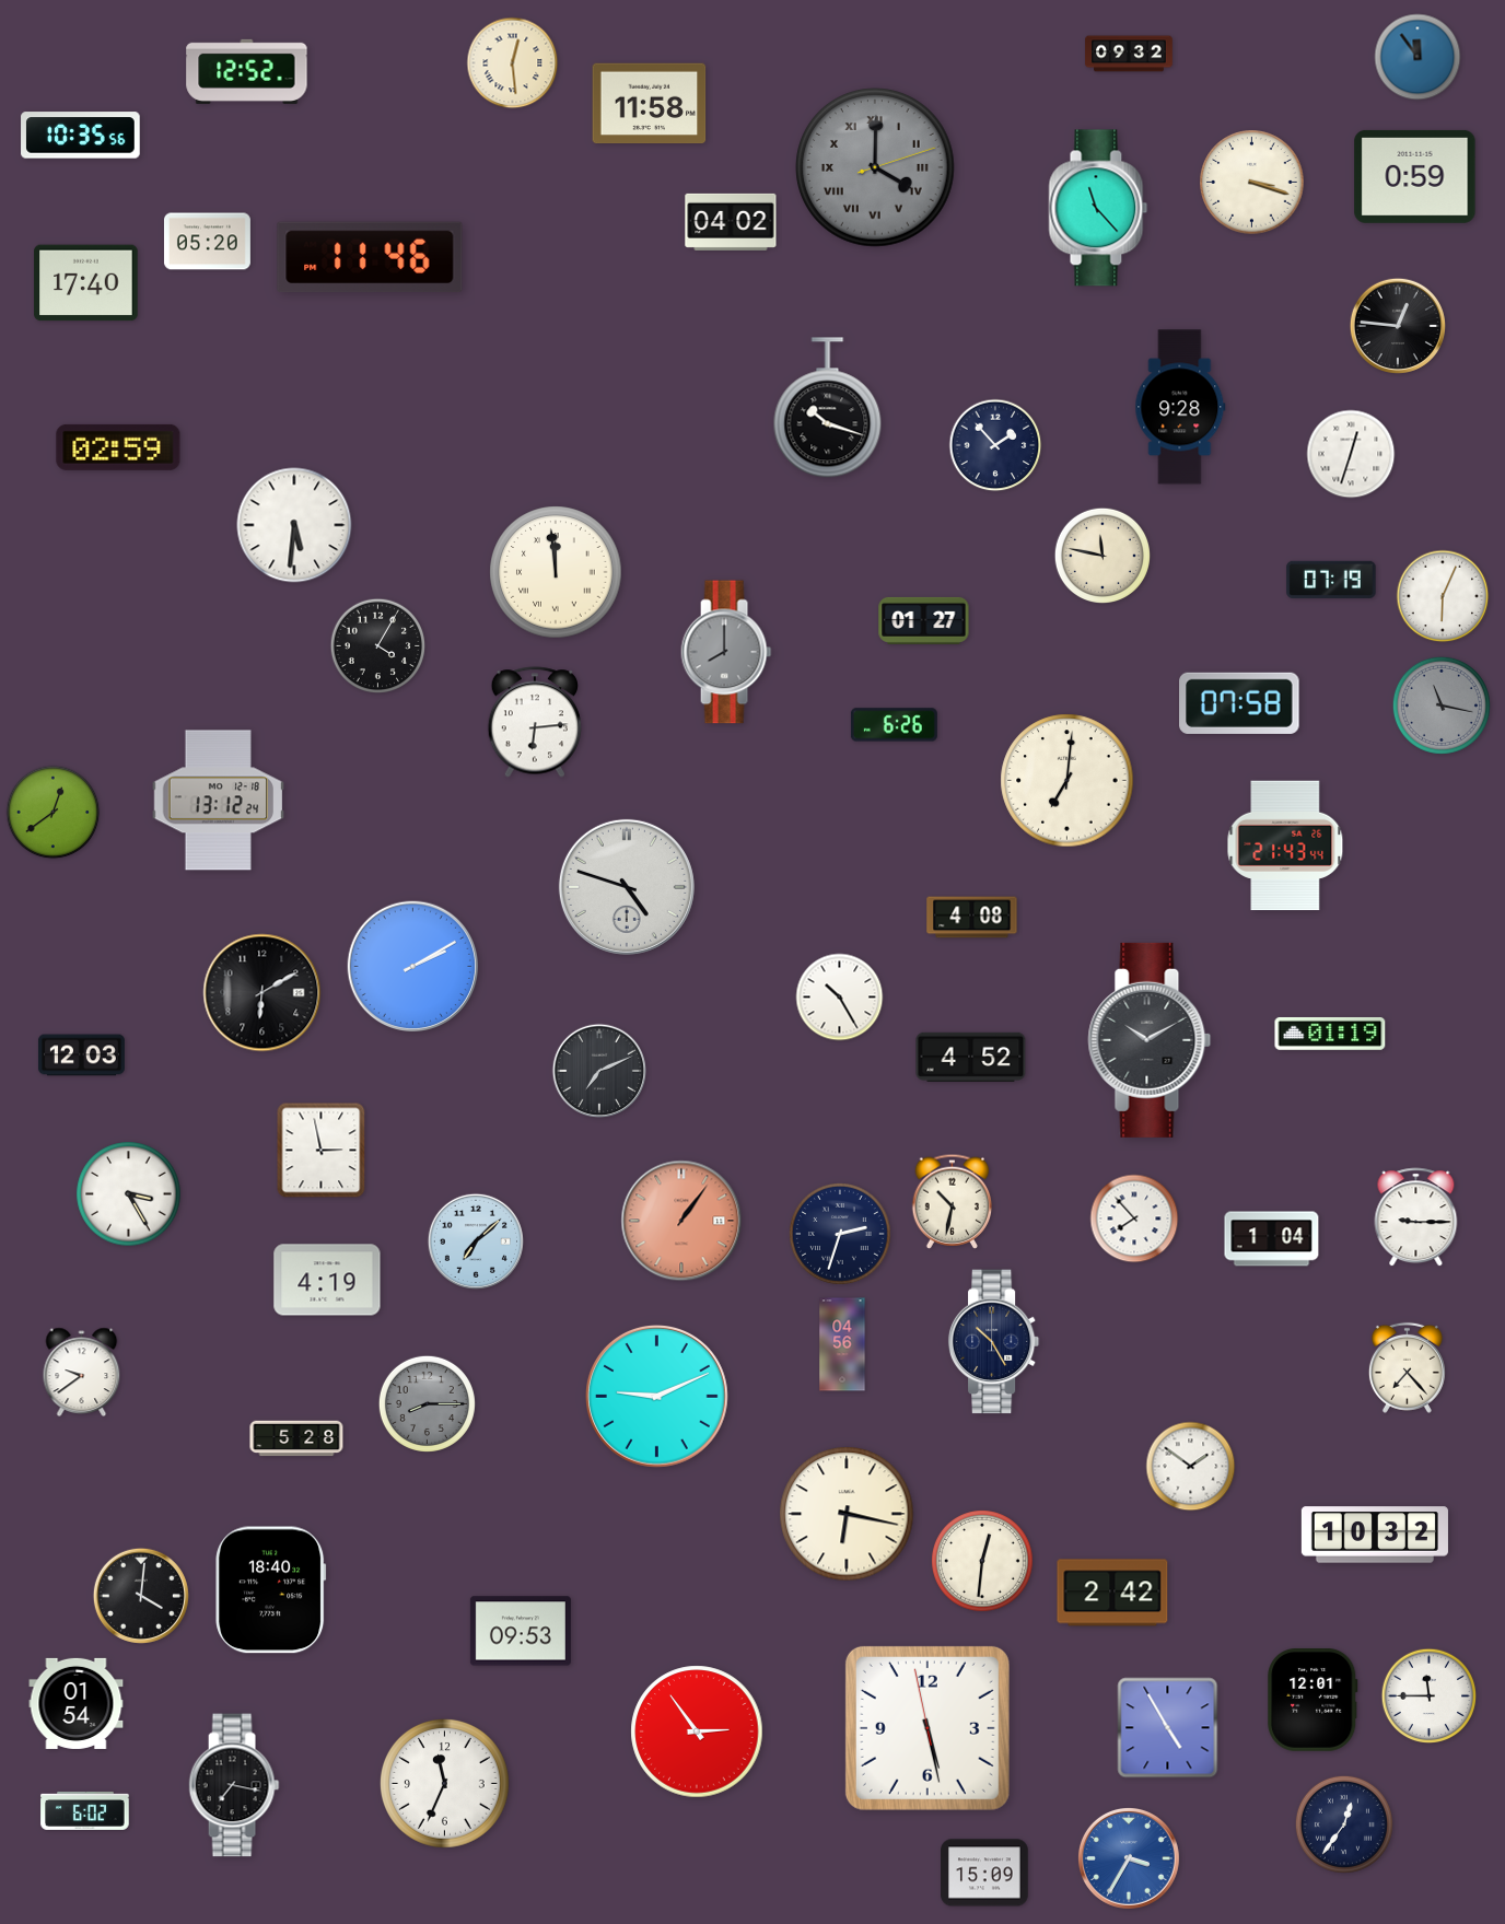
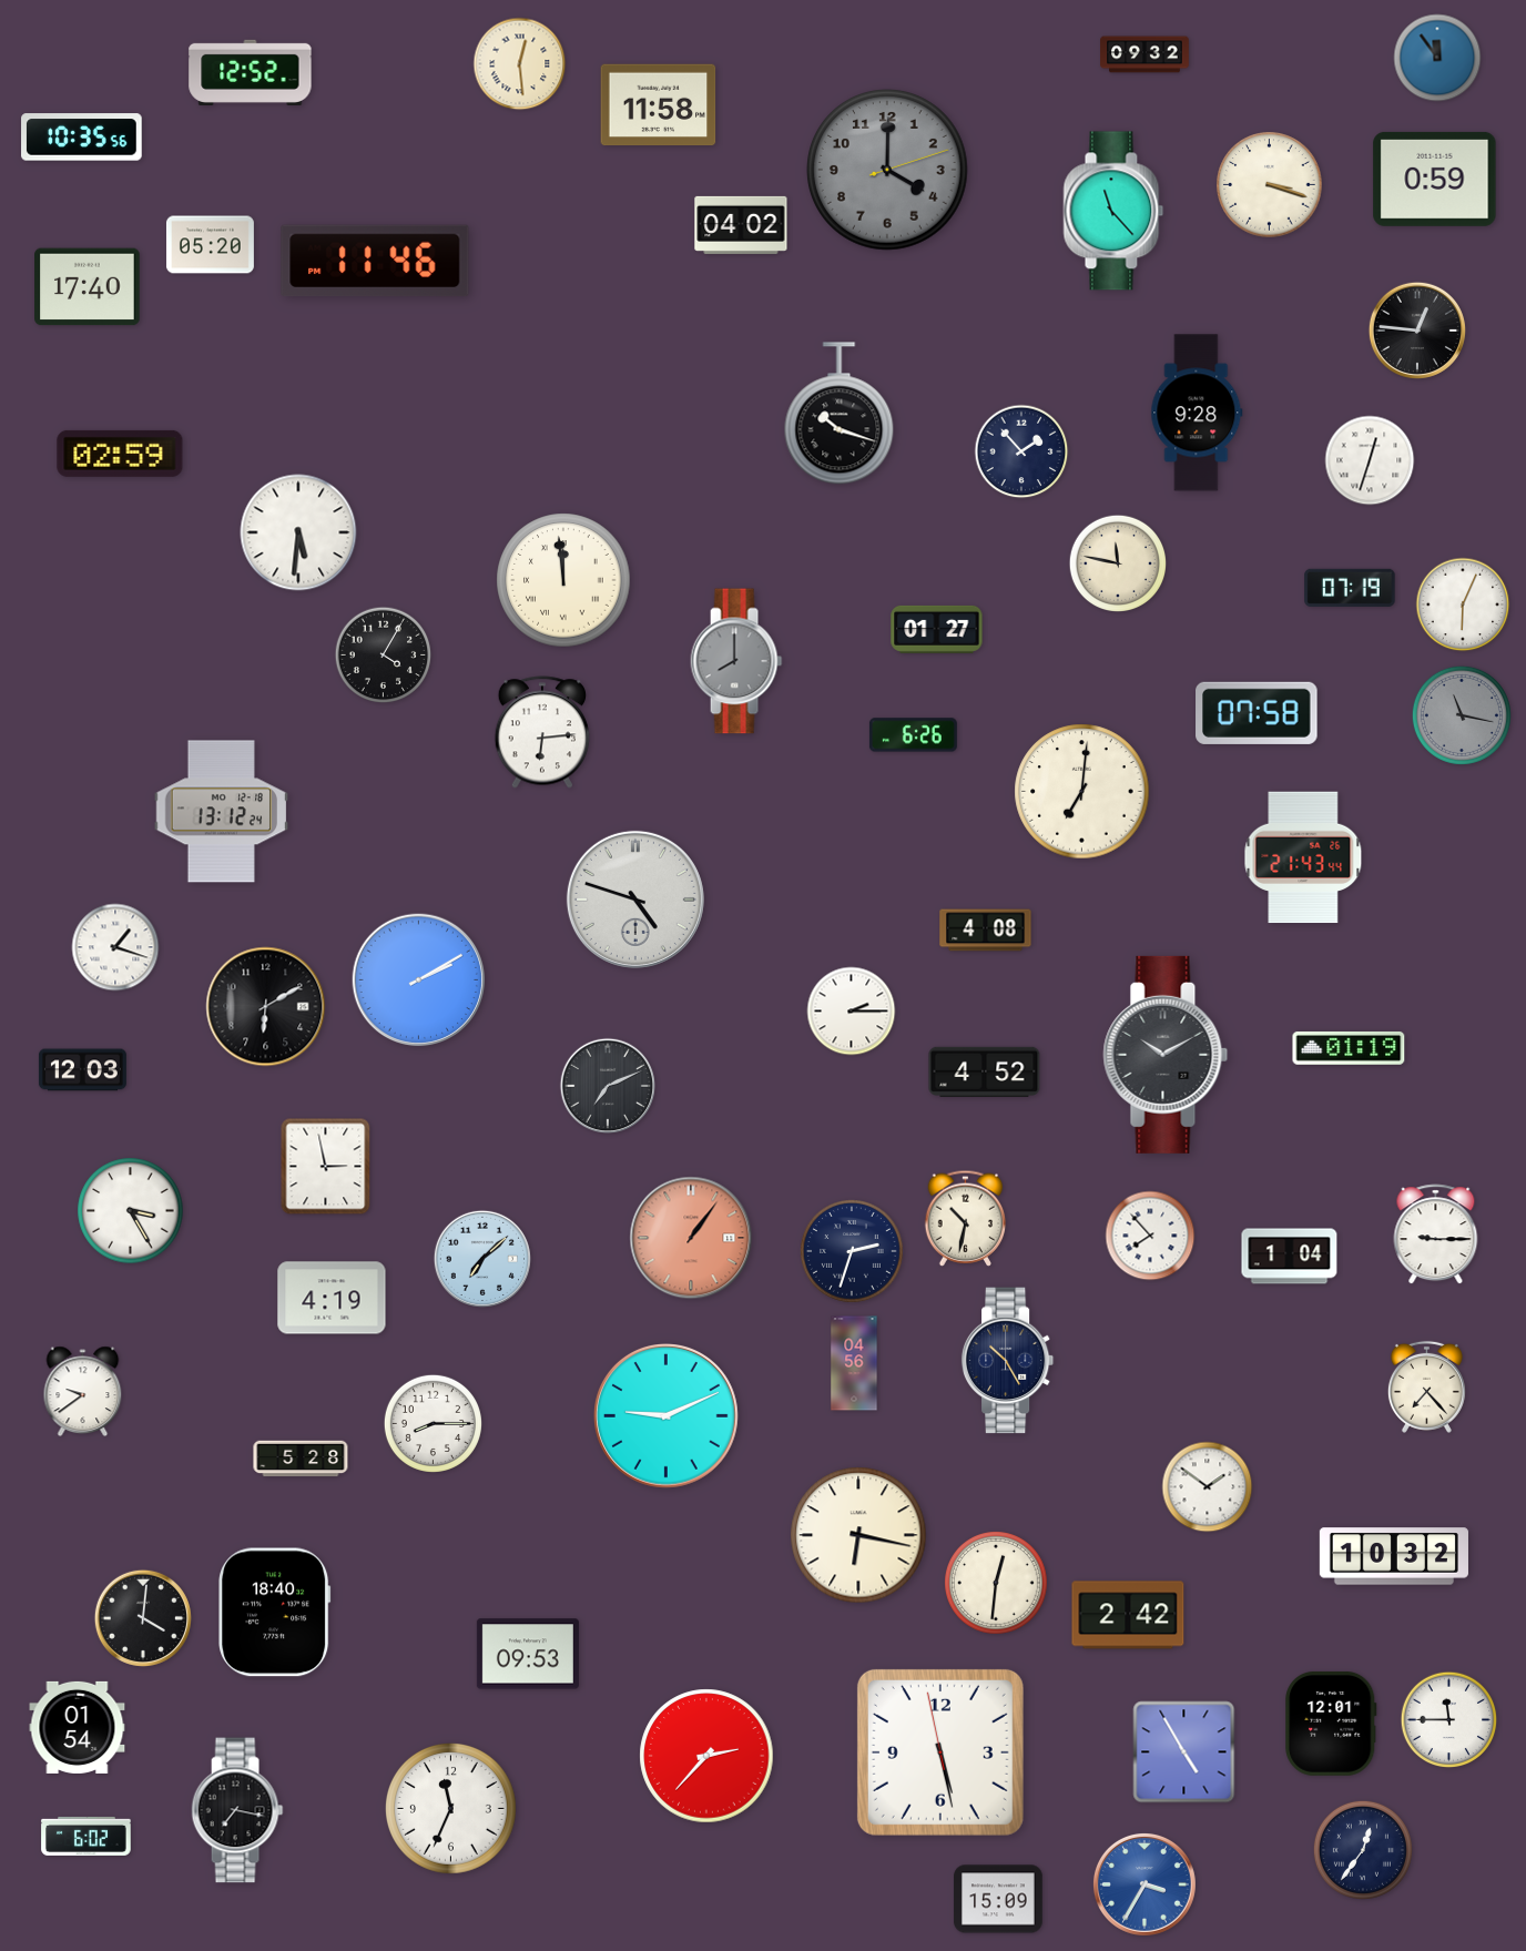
clock at (875, 167) numerals: Roman -> Arabic
clock at (995, 445) position: (995, 445) -> (1021, 451)
clock at (894, 725) position: (894, 725) -> (913, 735)
clock at (54, 813): 12:39 -> none
clock at (115, 947): none -> 1:18
clock at (840, 998): 10:25 -> 2:15
clock at (427, 1403) dial: grey -> white
clock at (697, 1731): 2:54 -> 2:37
